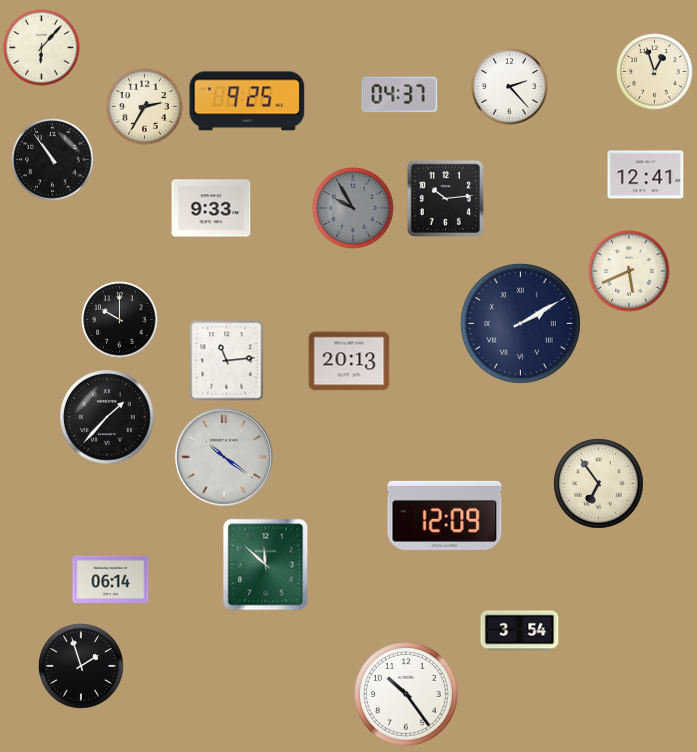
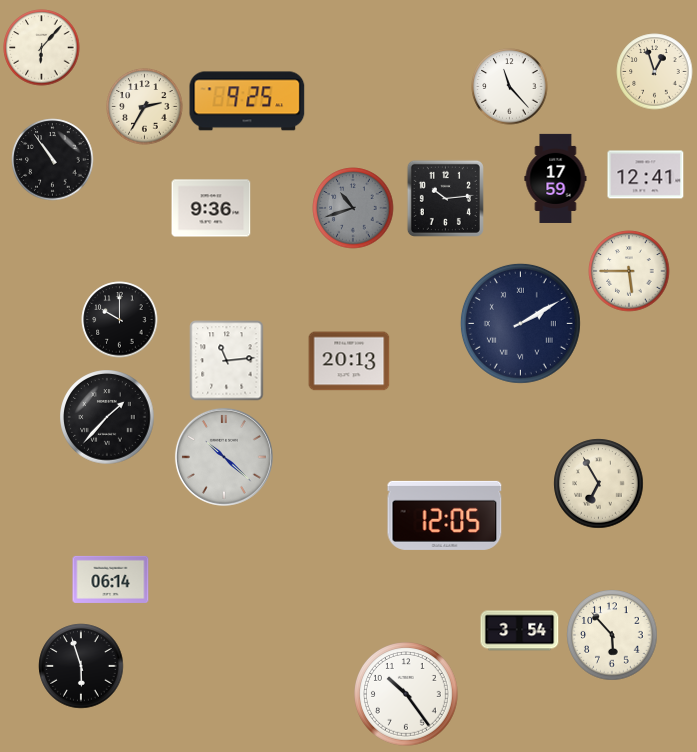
clock at (510, 87): 2:23 -> 11:23
clock at (400, 95): 04:37 -> none
clock at (556, 178): none -> 17:59
clock at (211, 208): 9:33 -> 9:36
clock at (353, 208): 9:55 -> 10:42
clock at (629, 271): 5:41 -> 5:45
clock at (224, 457): 10:21 -> 10:22
clock at (599, 484): 6:54 -> 6:55
clock at (445, 515): 12:09 -> 12:05
clock at (266, 565): 11:52 -> none
clock at (612, 635): none -> 5:53
clock at (81, 666): 1:57 -> 5:57
